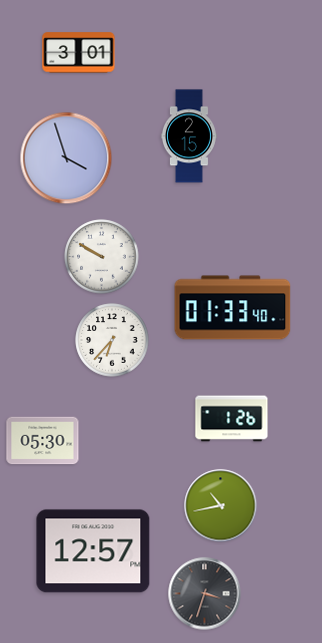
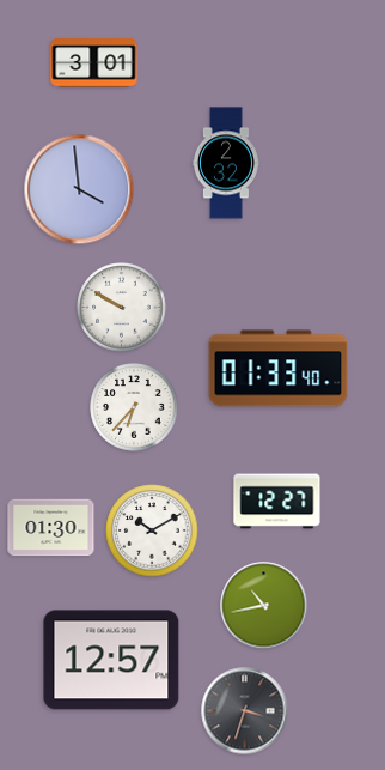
clock at (189, 136): 2:15 -> 2:32
clock at (66, 158): 3:57 -> 3:59
clock at (232, 419): 1:26 -> 12:27
clock at (43, 441): 05:30 -> 01:30
clock at (152, 530): none -> 10:10
